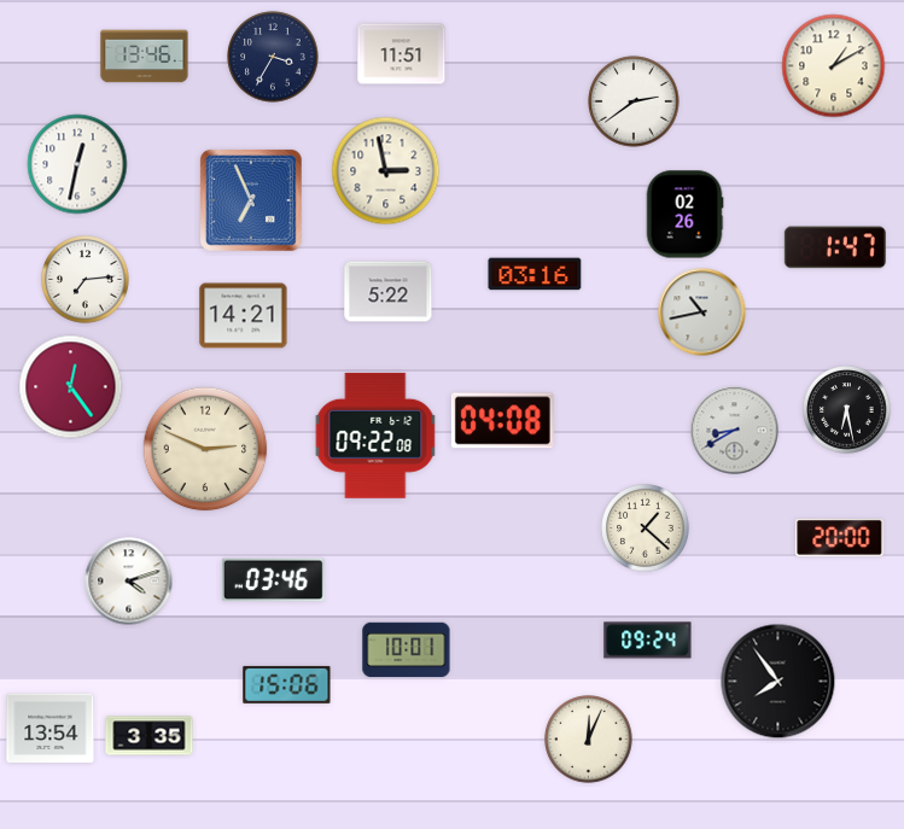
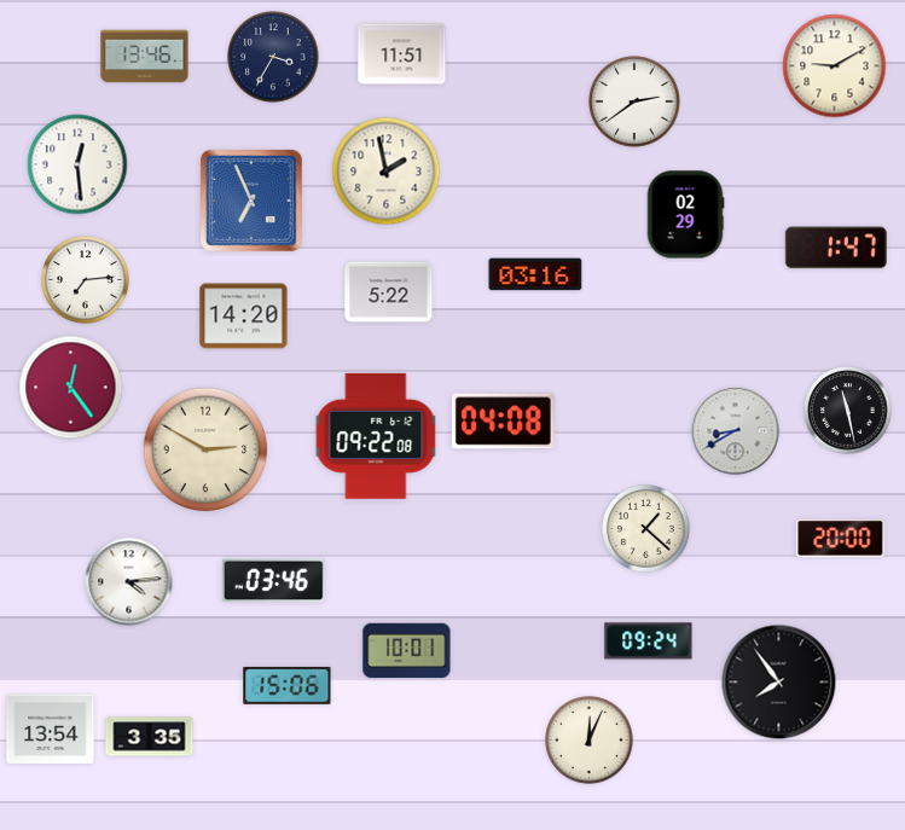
clock at (834, 66): 1:10 -> 9:10
clock at (77, 164): 12:32 -> 12:29
clock at (386, 171): 2:58 -> 1:58
clock at (684, 215): 02:26 -> 02:29
clock at (702, 313): 10:43 -> none
clock at (244, 316): 14:21 -> 14:20
clock at (847, 410): 6:28 -> 11:28
clock at (205, 449): 2:49 -> 2:50
clock at (129, 582): 4:12 -> 4:14
